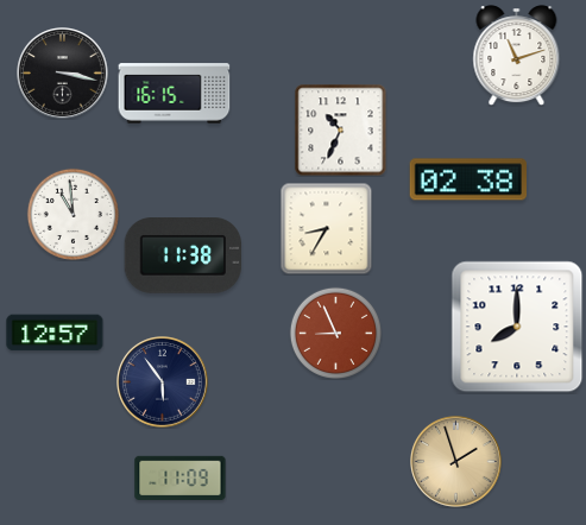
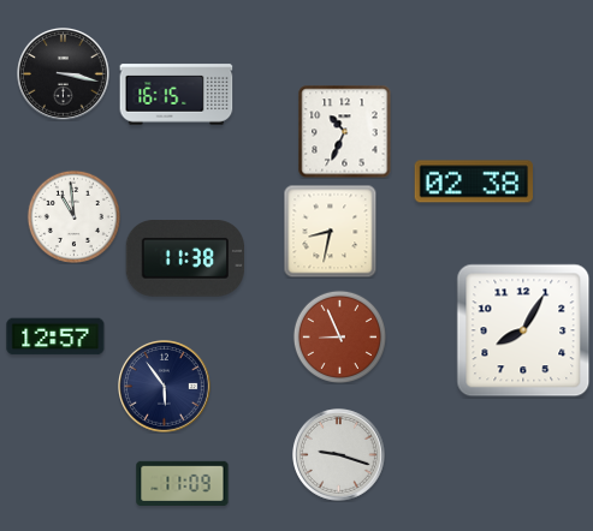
clock at (517, 56): 11:12 -> none
clock at (326, 228): 8:35 -> 8:32
clock at (517, 327): 8:00 -> 8:05
clock at (339, 455): none -> 9:18
clock at (456, 462): 1:57 -> none
